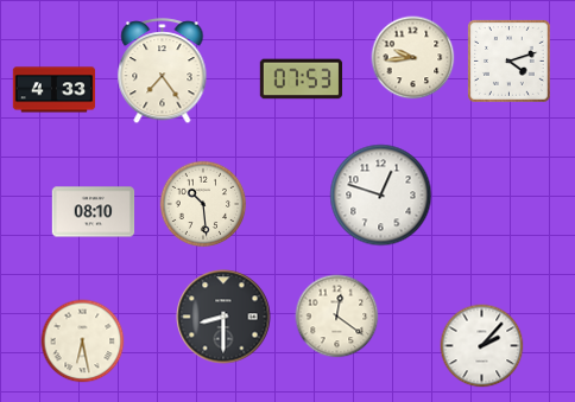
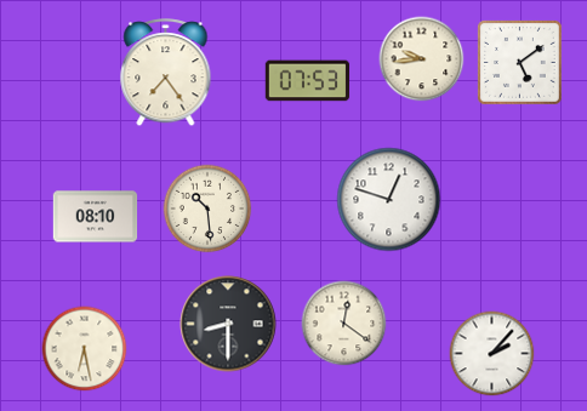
clock at (510, 62): 4:12 -> 5:09
clock at (55, 90): 4:33 -> none
